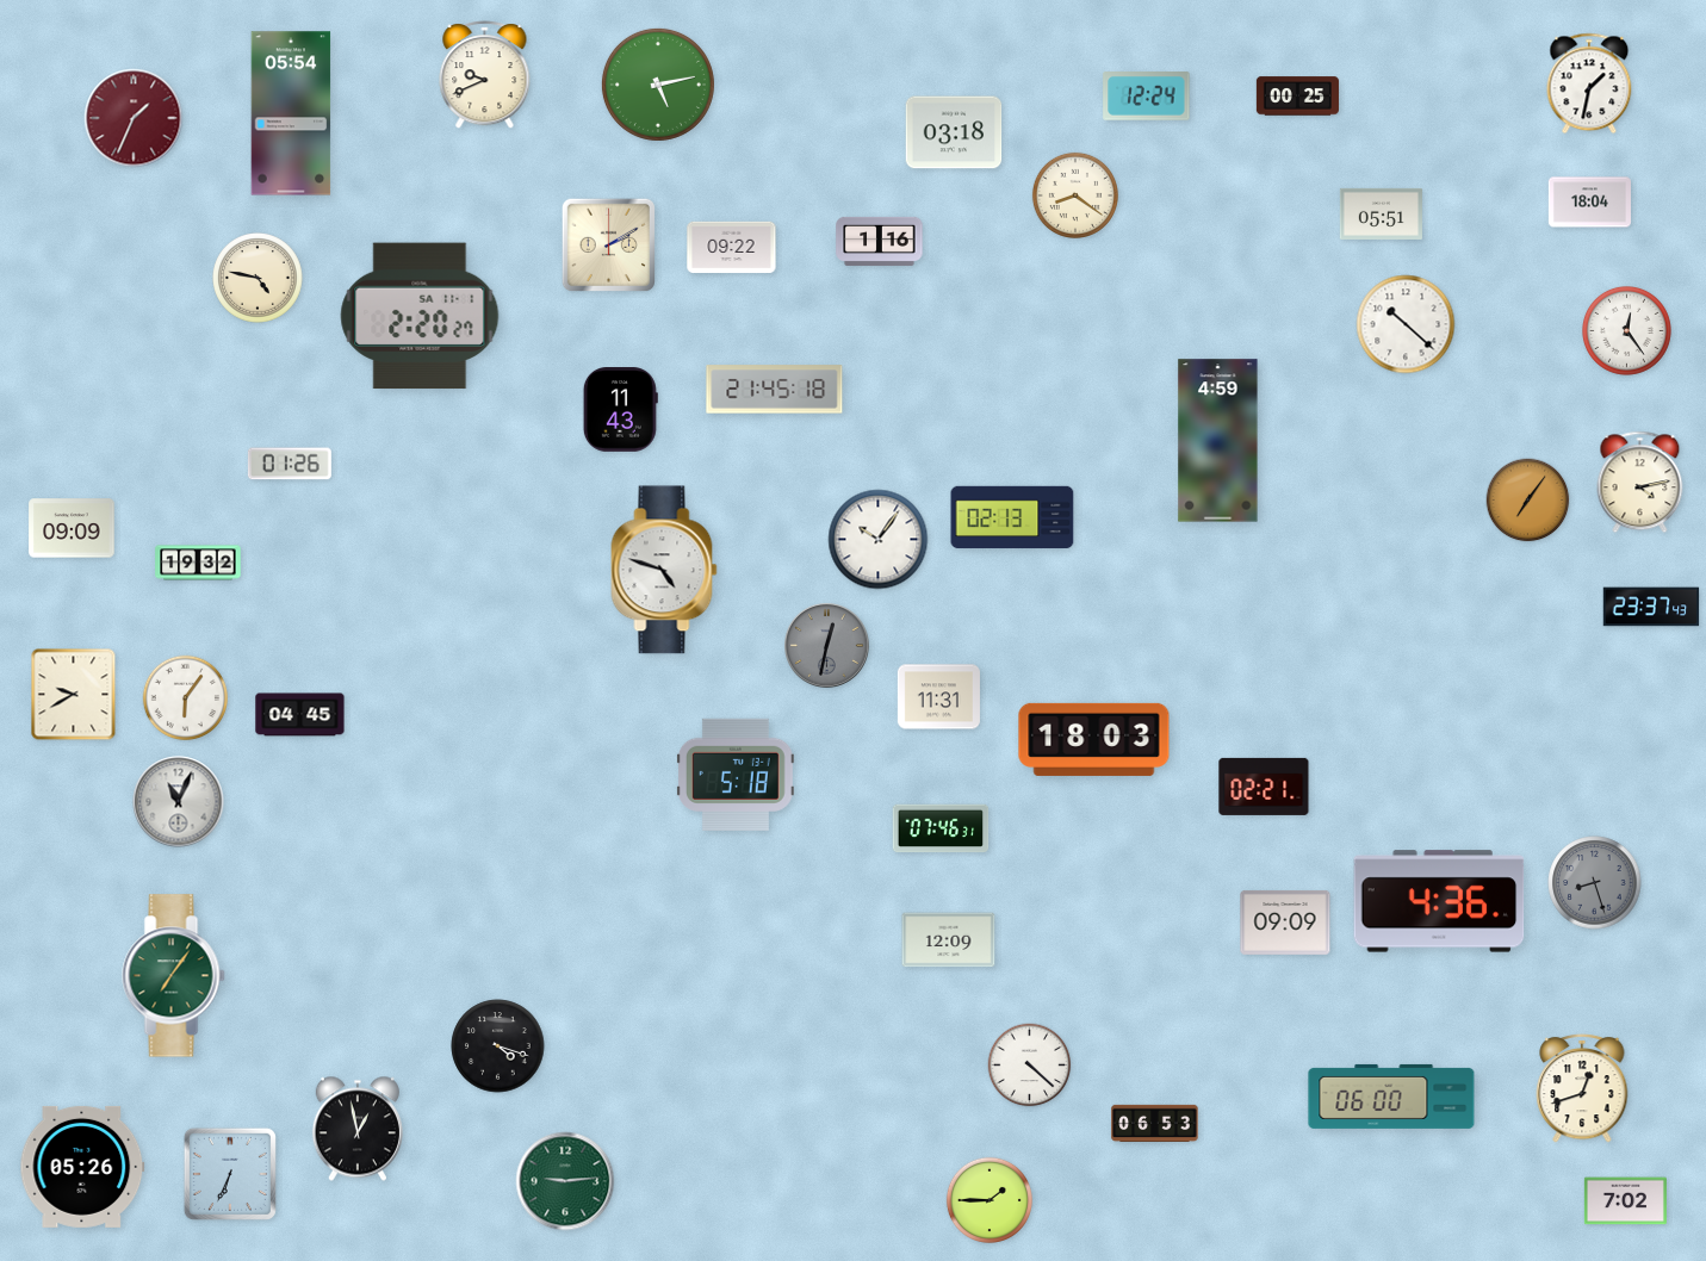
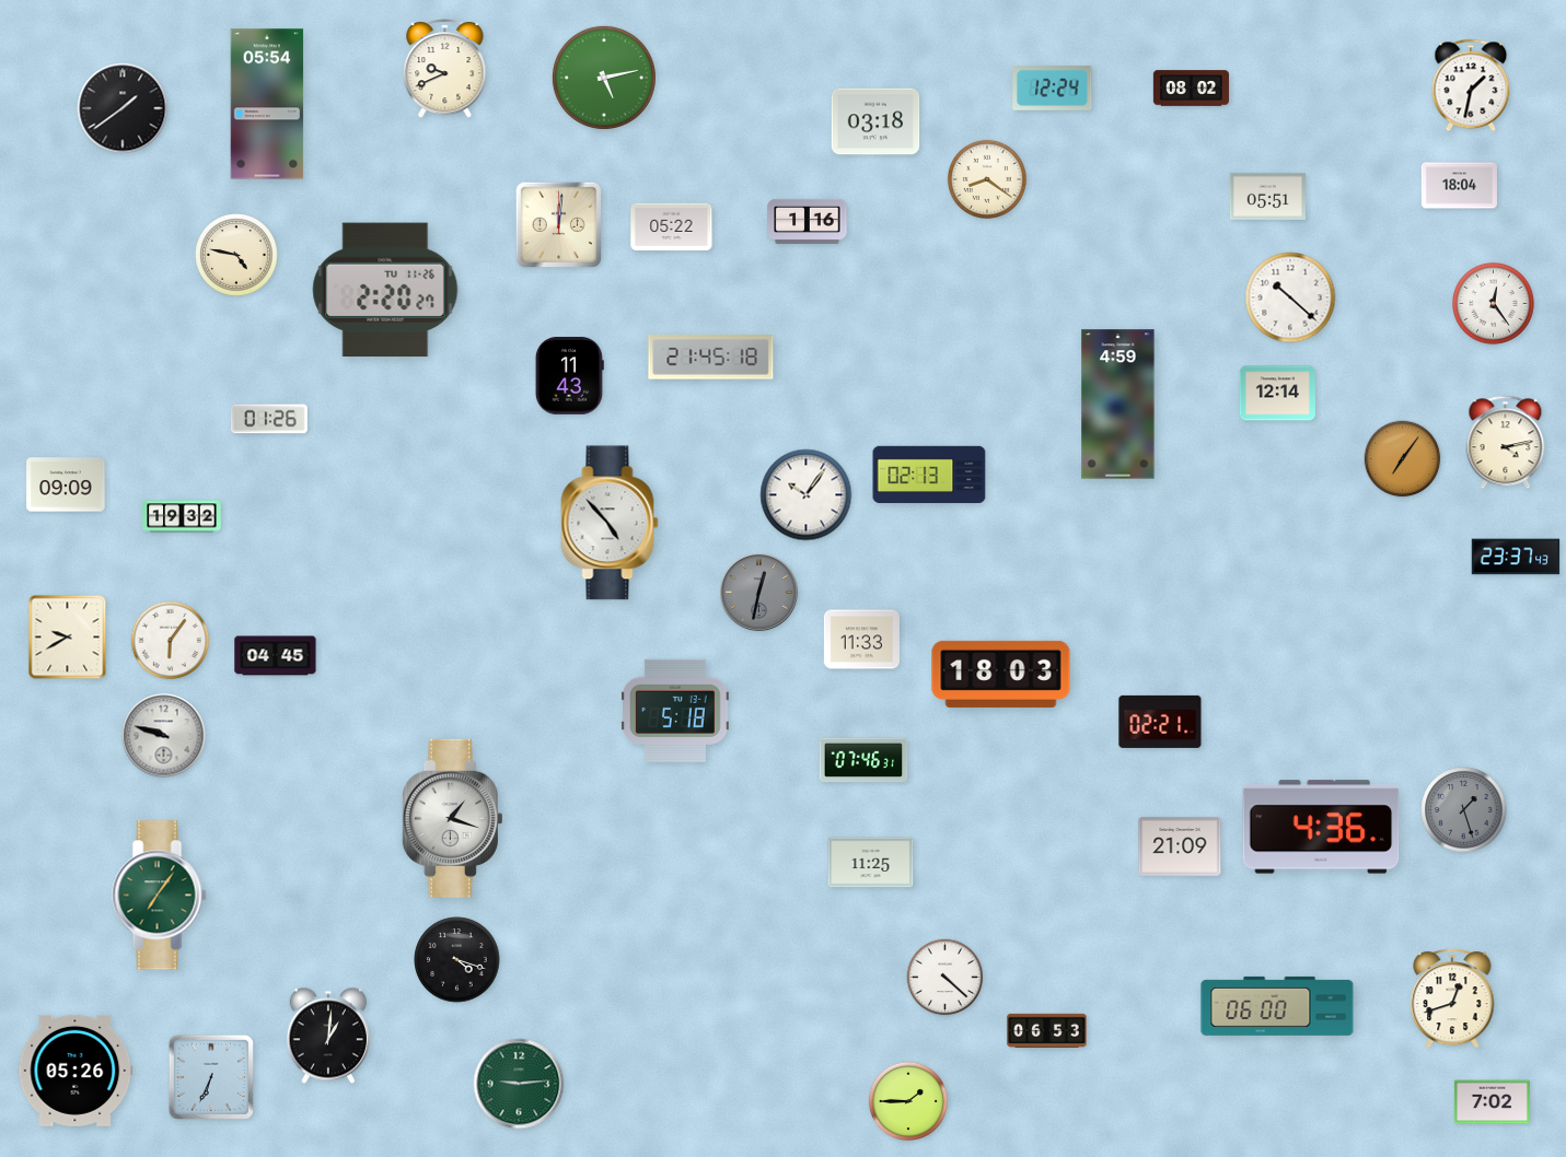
clock at (1589, 83) position: (1589, 83) -> (1471, 85)
clock at (1297, 97): 00:25 -> 08:02
clock at (134, 118): 1:34 -> 1:39
clock at (134, 118) dial: burgundy -> black
clock at (608, 244): 2:10 -> 12:01
clock at (732, 248): 09:22 -> 05:22
clock at (420, 316) date: SA 11-1 -> TU 11-26
clock at (1277, 394): none -> 12:14
clock at (290, 464) position: (290, 464) -> (269, 419)
clock at (664, 570): 4:48 -> 4:53
clock at (938, 697): 11:31 -> 11:33
clock at (1094, 739) position: (1094, 739) -> (1001, 674)
clock at (179, 802): 11:04 -> 9:48
clock at (1595, 883): 8:27 -> 1:27
clock at (452, 818): none -> 1:18
clock at (1285, 923): 09:09 -> 21:09
clock at (949, 940): 12:09 -> 11:25
clock at (1155, 1123) position: (1155, 1123) -> (1047, 1030)
clock at (358, 1129): 12:58 -> 1:01
